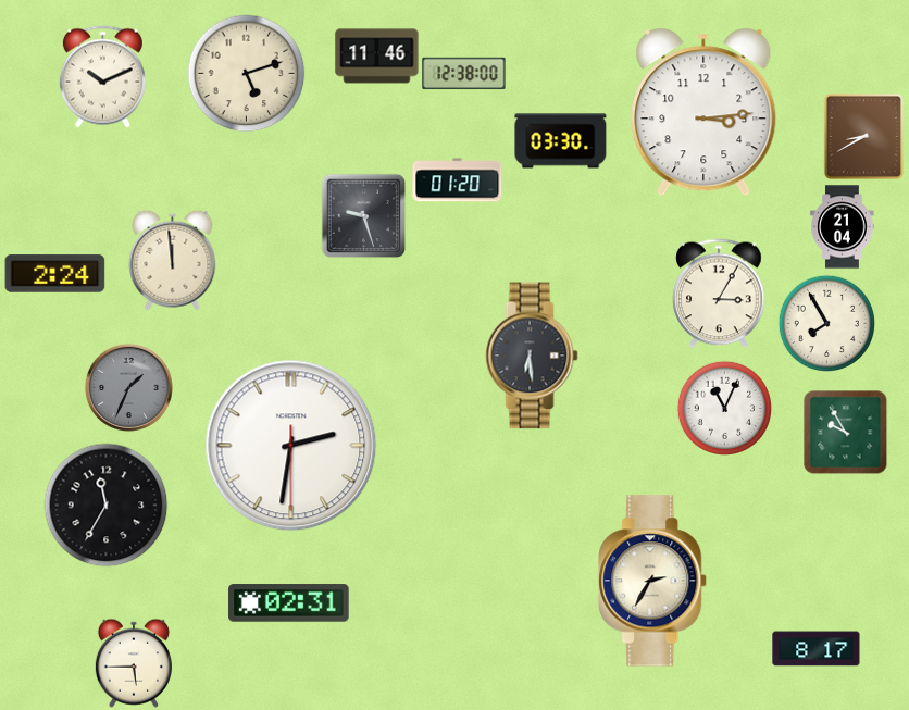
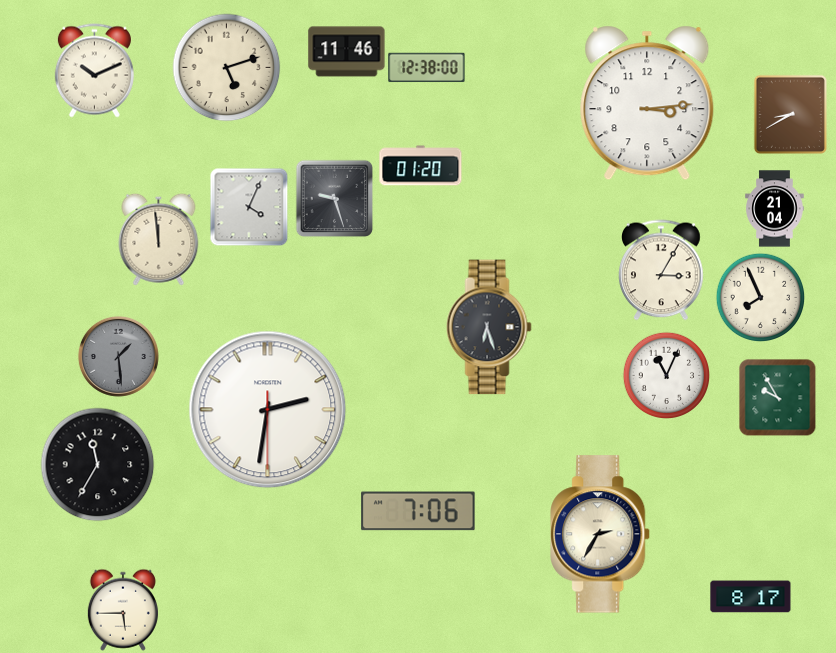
clock at (863, 136) position: (863, 136) -> (790, 114)
clock at (561, 141): 03:30 -> none
clock at (249, 207): none -> 4:04
clock at (55, 274): 2:24 -> none
clock at (826, 323): 7:55 -> 7:56
clock at (532, 356): 6:29 -> 6:27
clock at (128, 387): 1:34 -> 1:29
clock at (418, 511): none -> 7:06
clock at (289, 603): 02:31 -> none
